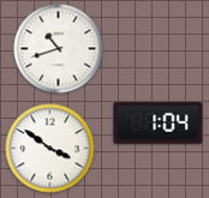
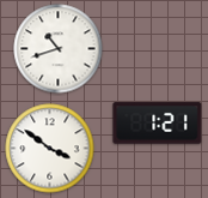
clock at (159, 124): 1:04 -> 1:21
